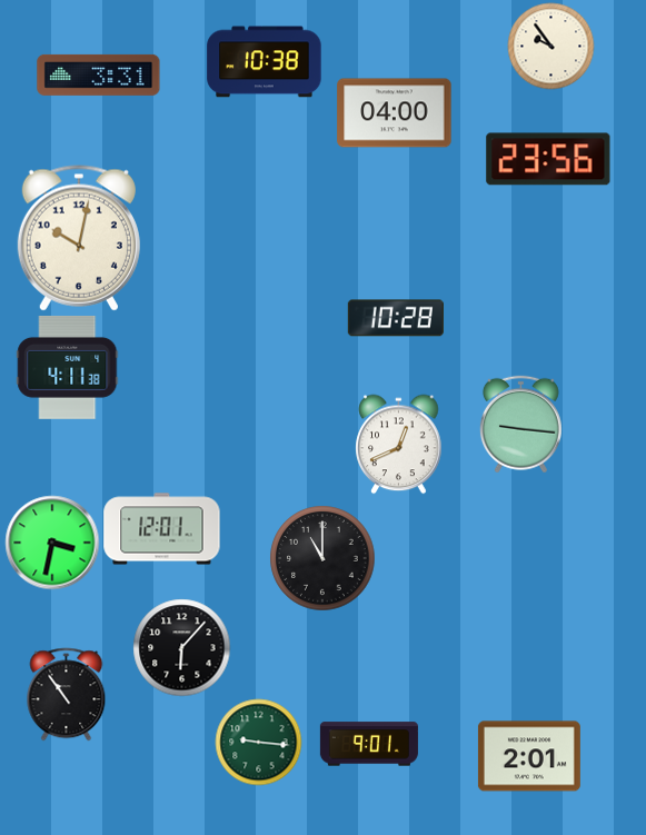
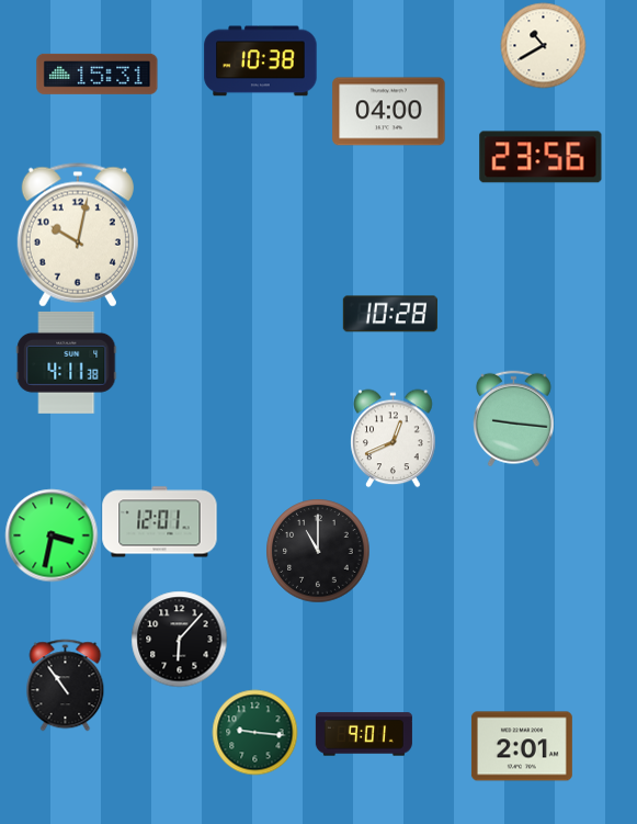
clock at (550, 46): 9:54 -> 10:40
clock at (99, 74): 3:31 -> 15:31
